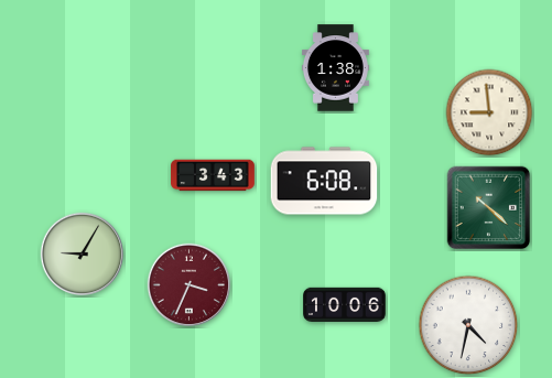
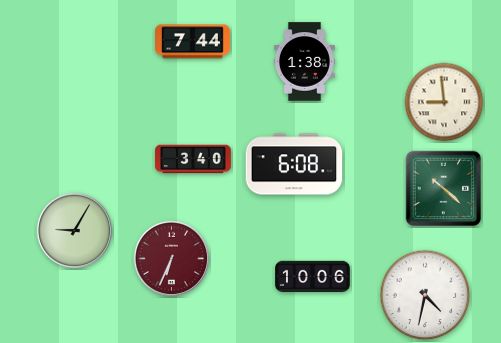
clock at (193, 42): none -> 7:44
clock at (213, 175): 3:43 -> 3:40
clock at (190, 285): 3:34 -> 6:34
